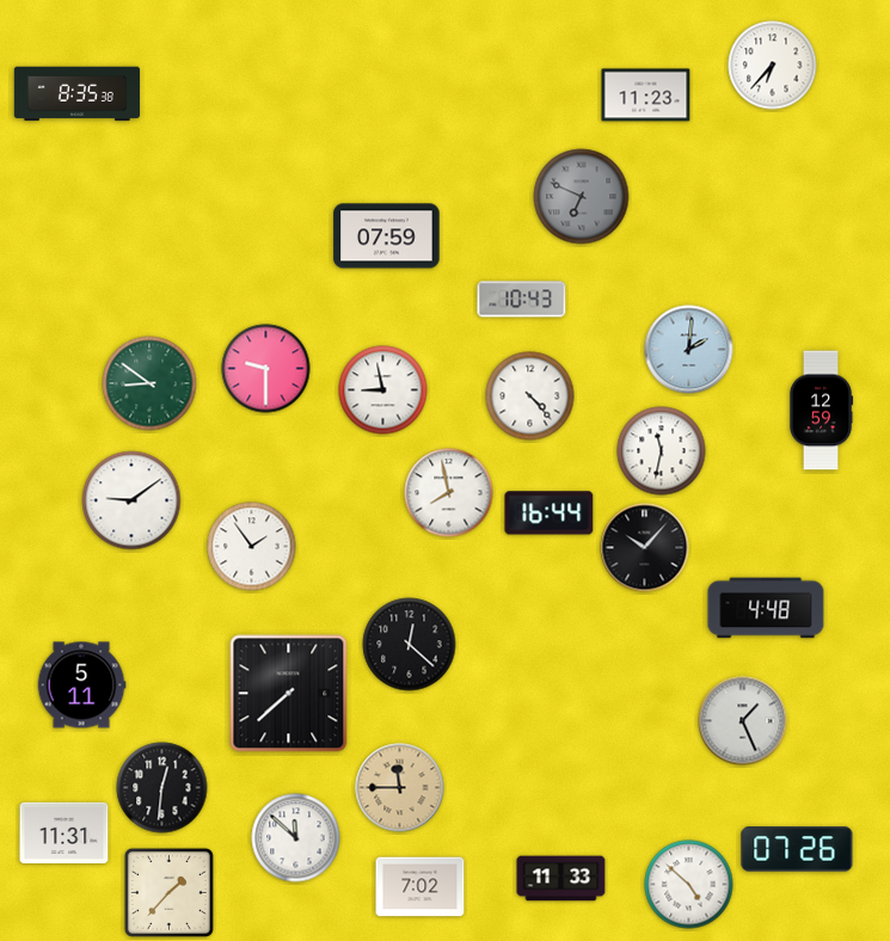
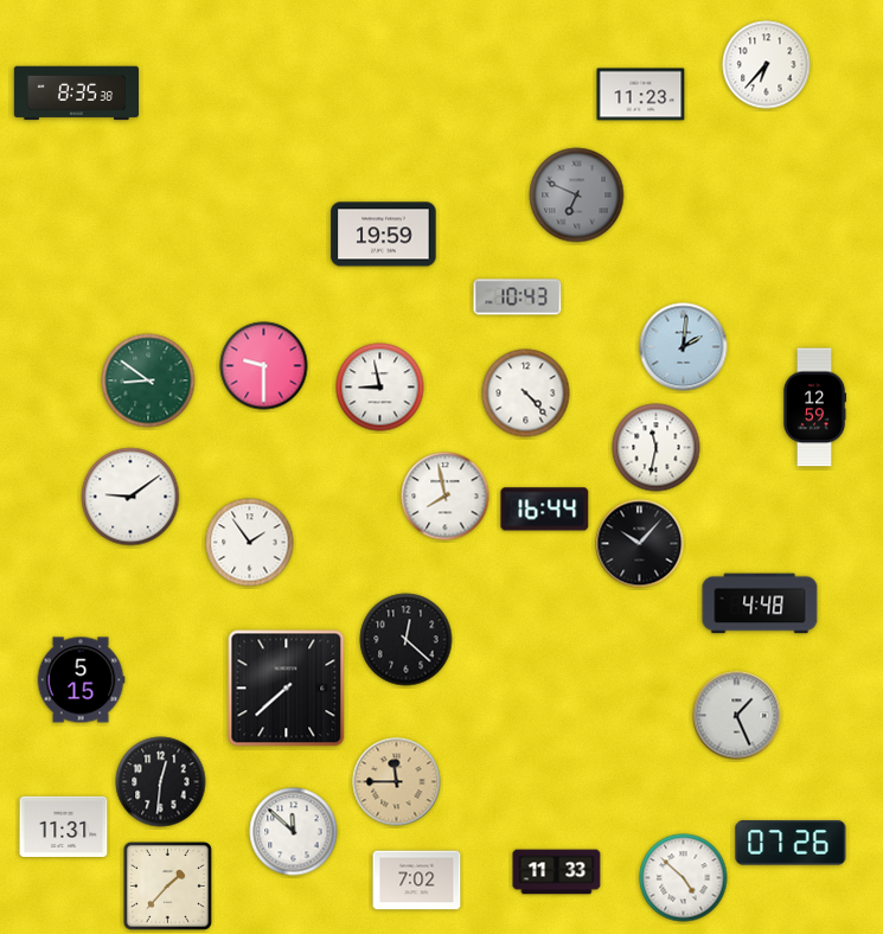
clock at (387, 236): 07:59 -> 19:59
clock at (449, 493) position: (449, 493) -> (446, 497)
clock at (81, 685): 5:11 -> 5:15
